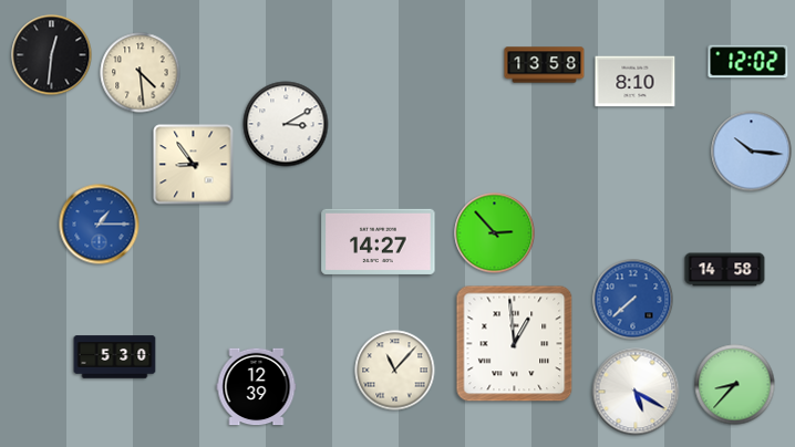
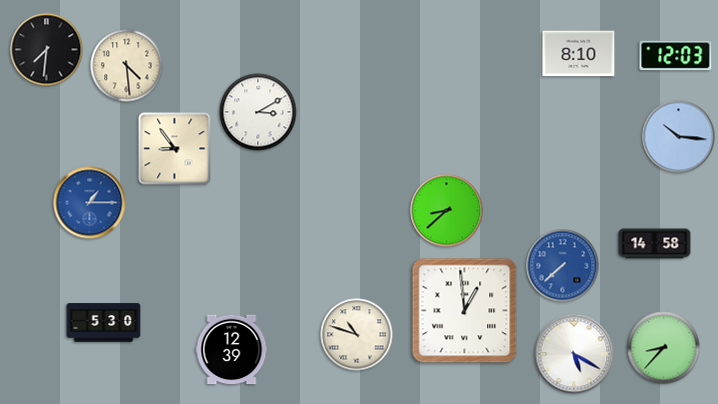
clock at (52, 55): 12:31 -> 7:31
clock at (748, 62): 12:02 -> 12:03
clock at (545, 65): 13:58 -> none
clock at (636, 82) position: (636, 82) -> (579, 54)
clock at (495, 233): 2:53 -> 8:38
clock at (379, 241): 14:27 -> none
clock at (633, 300) position: (633, 300) -> (563, 266)
clock at (395, 371): 11:07 -> 10:48
